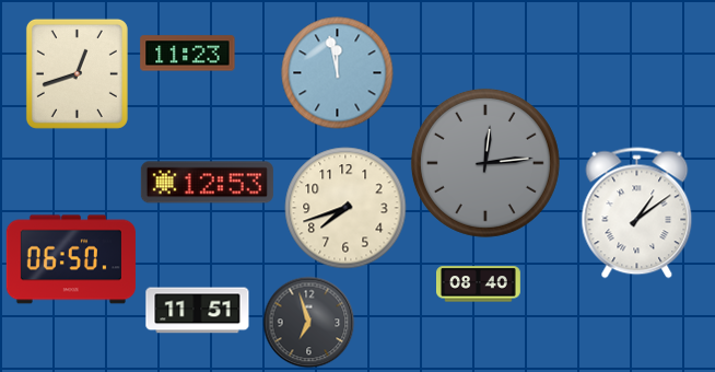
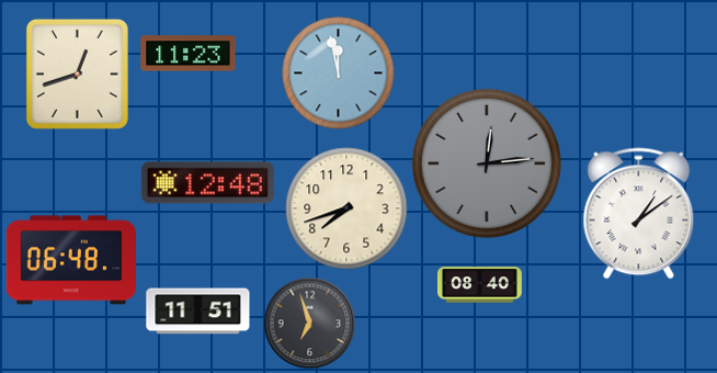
clock at (207, 183): 12:53 -> 12:48
clock at (71, 259): 06:50 -> 06:48
